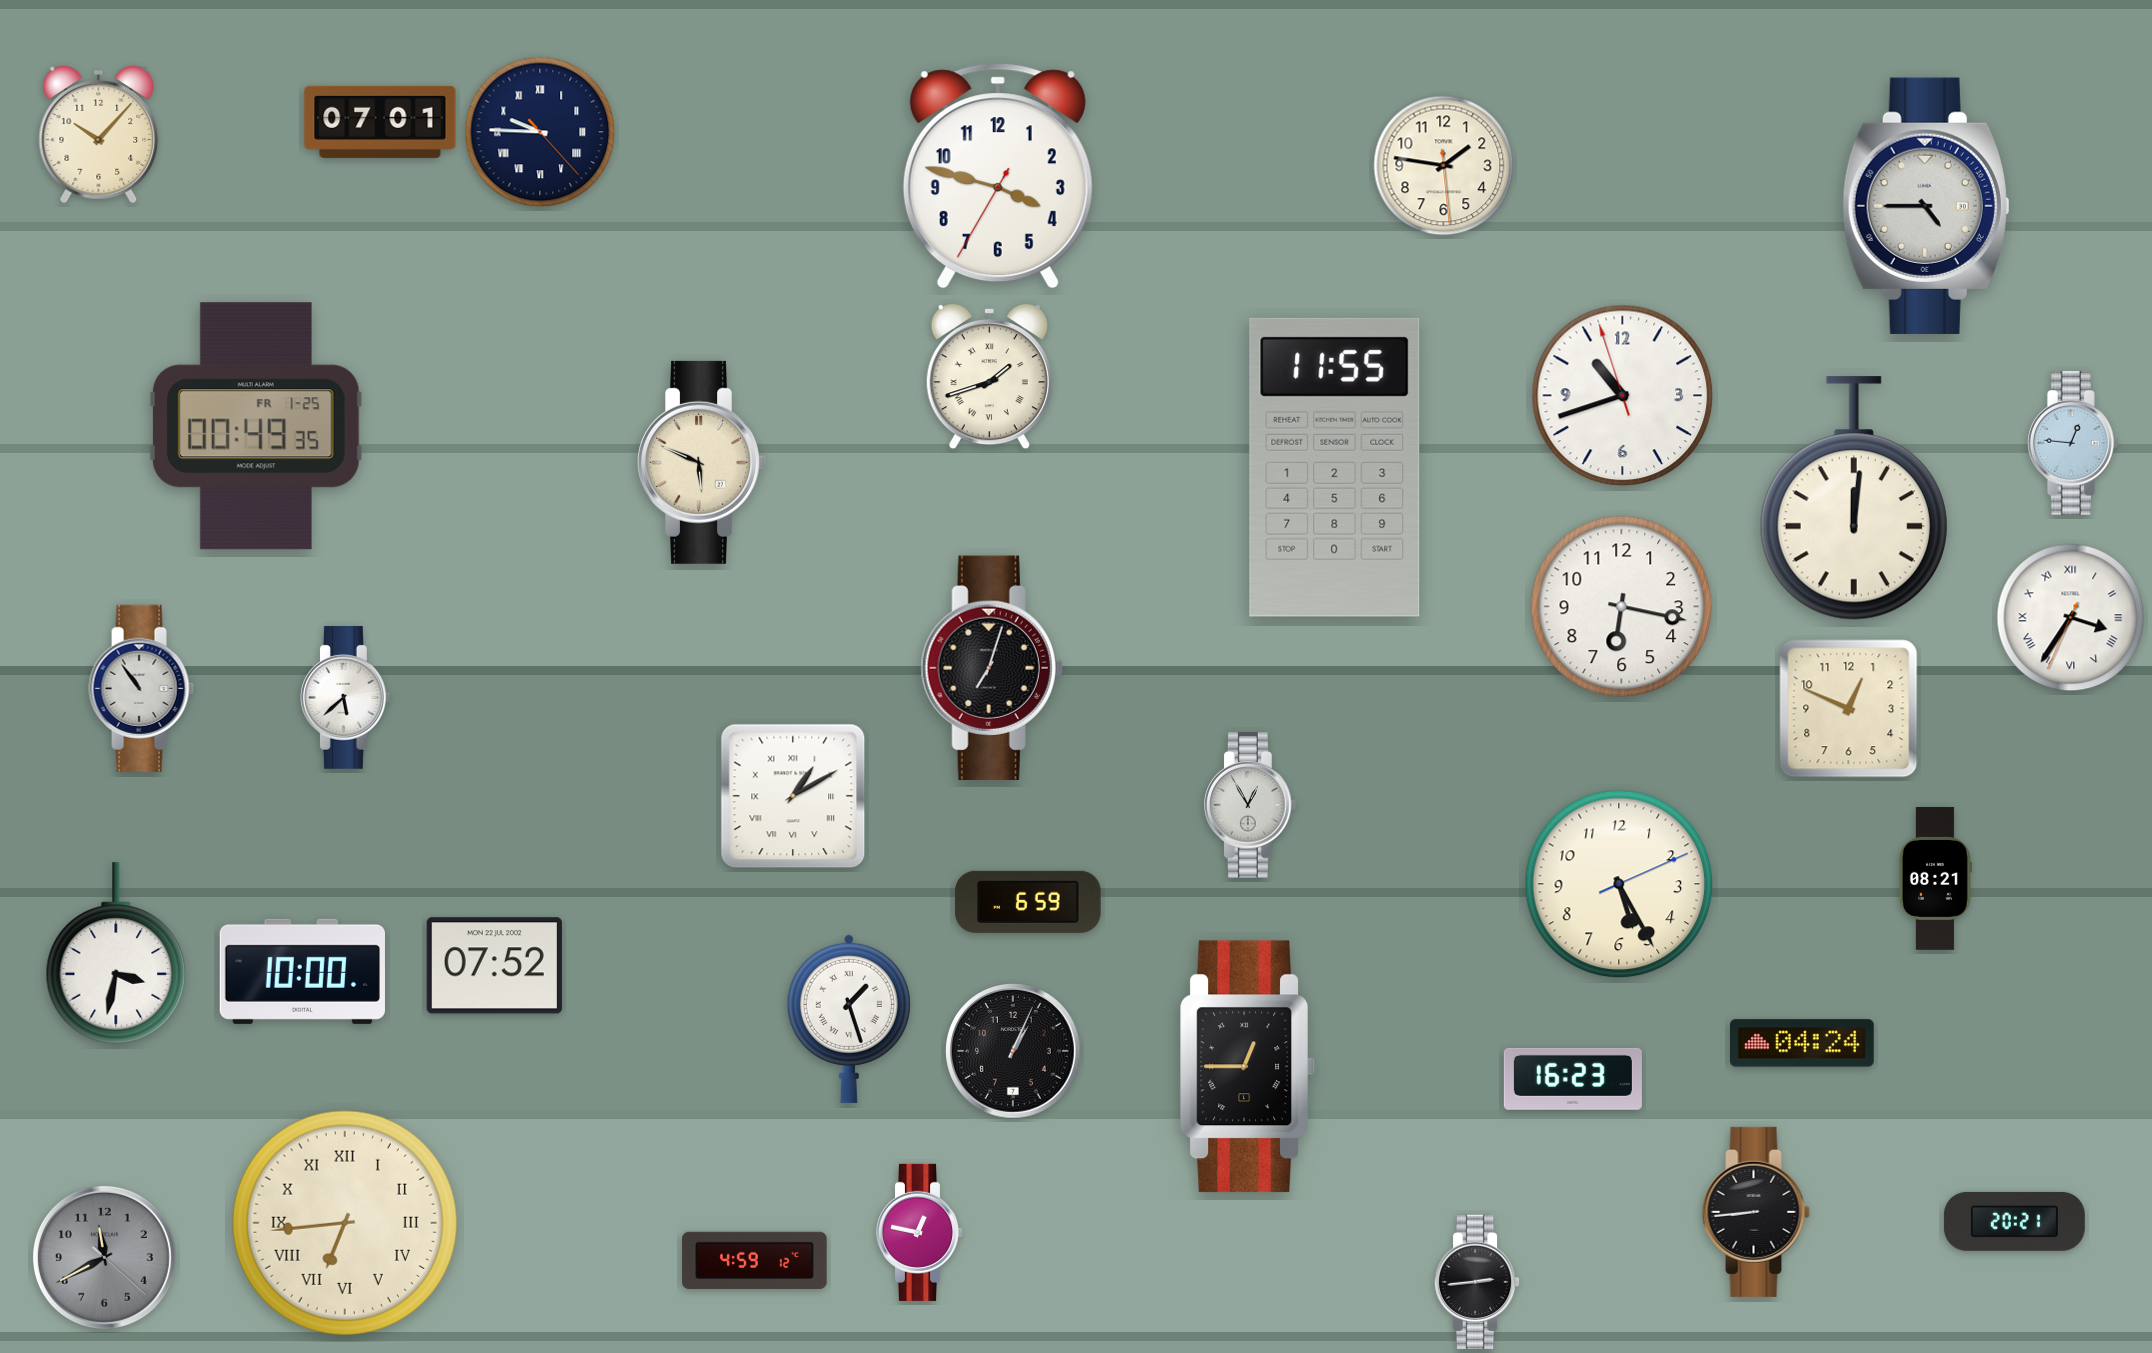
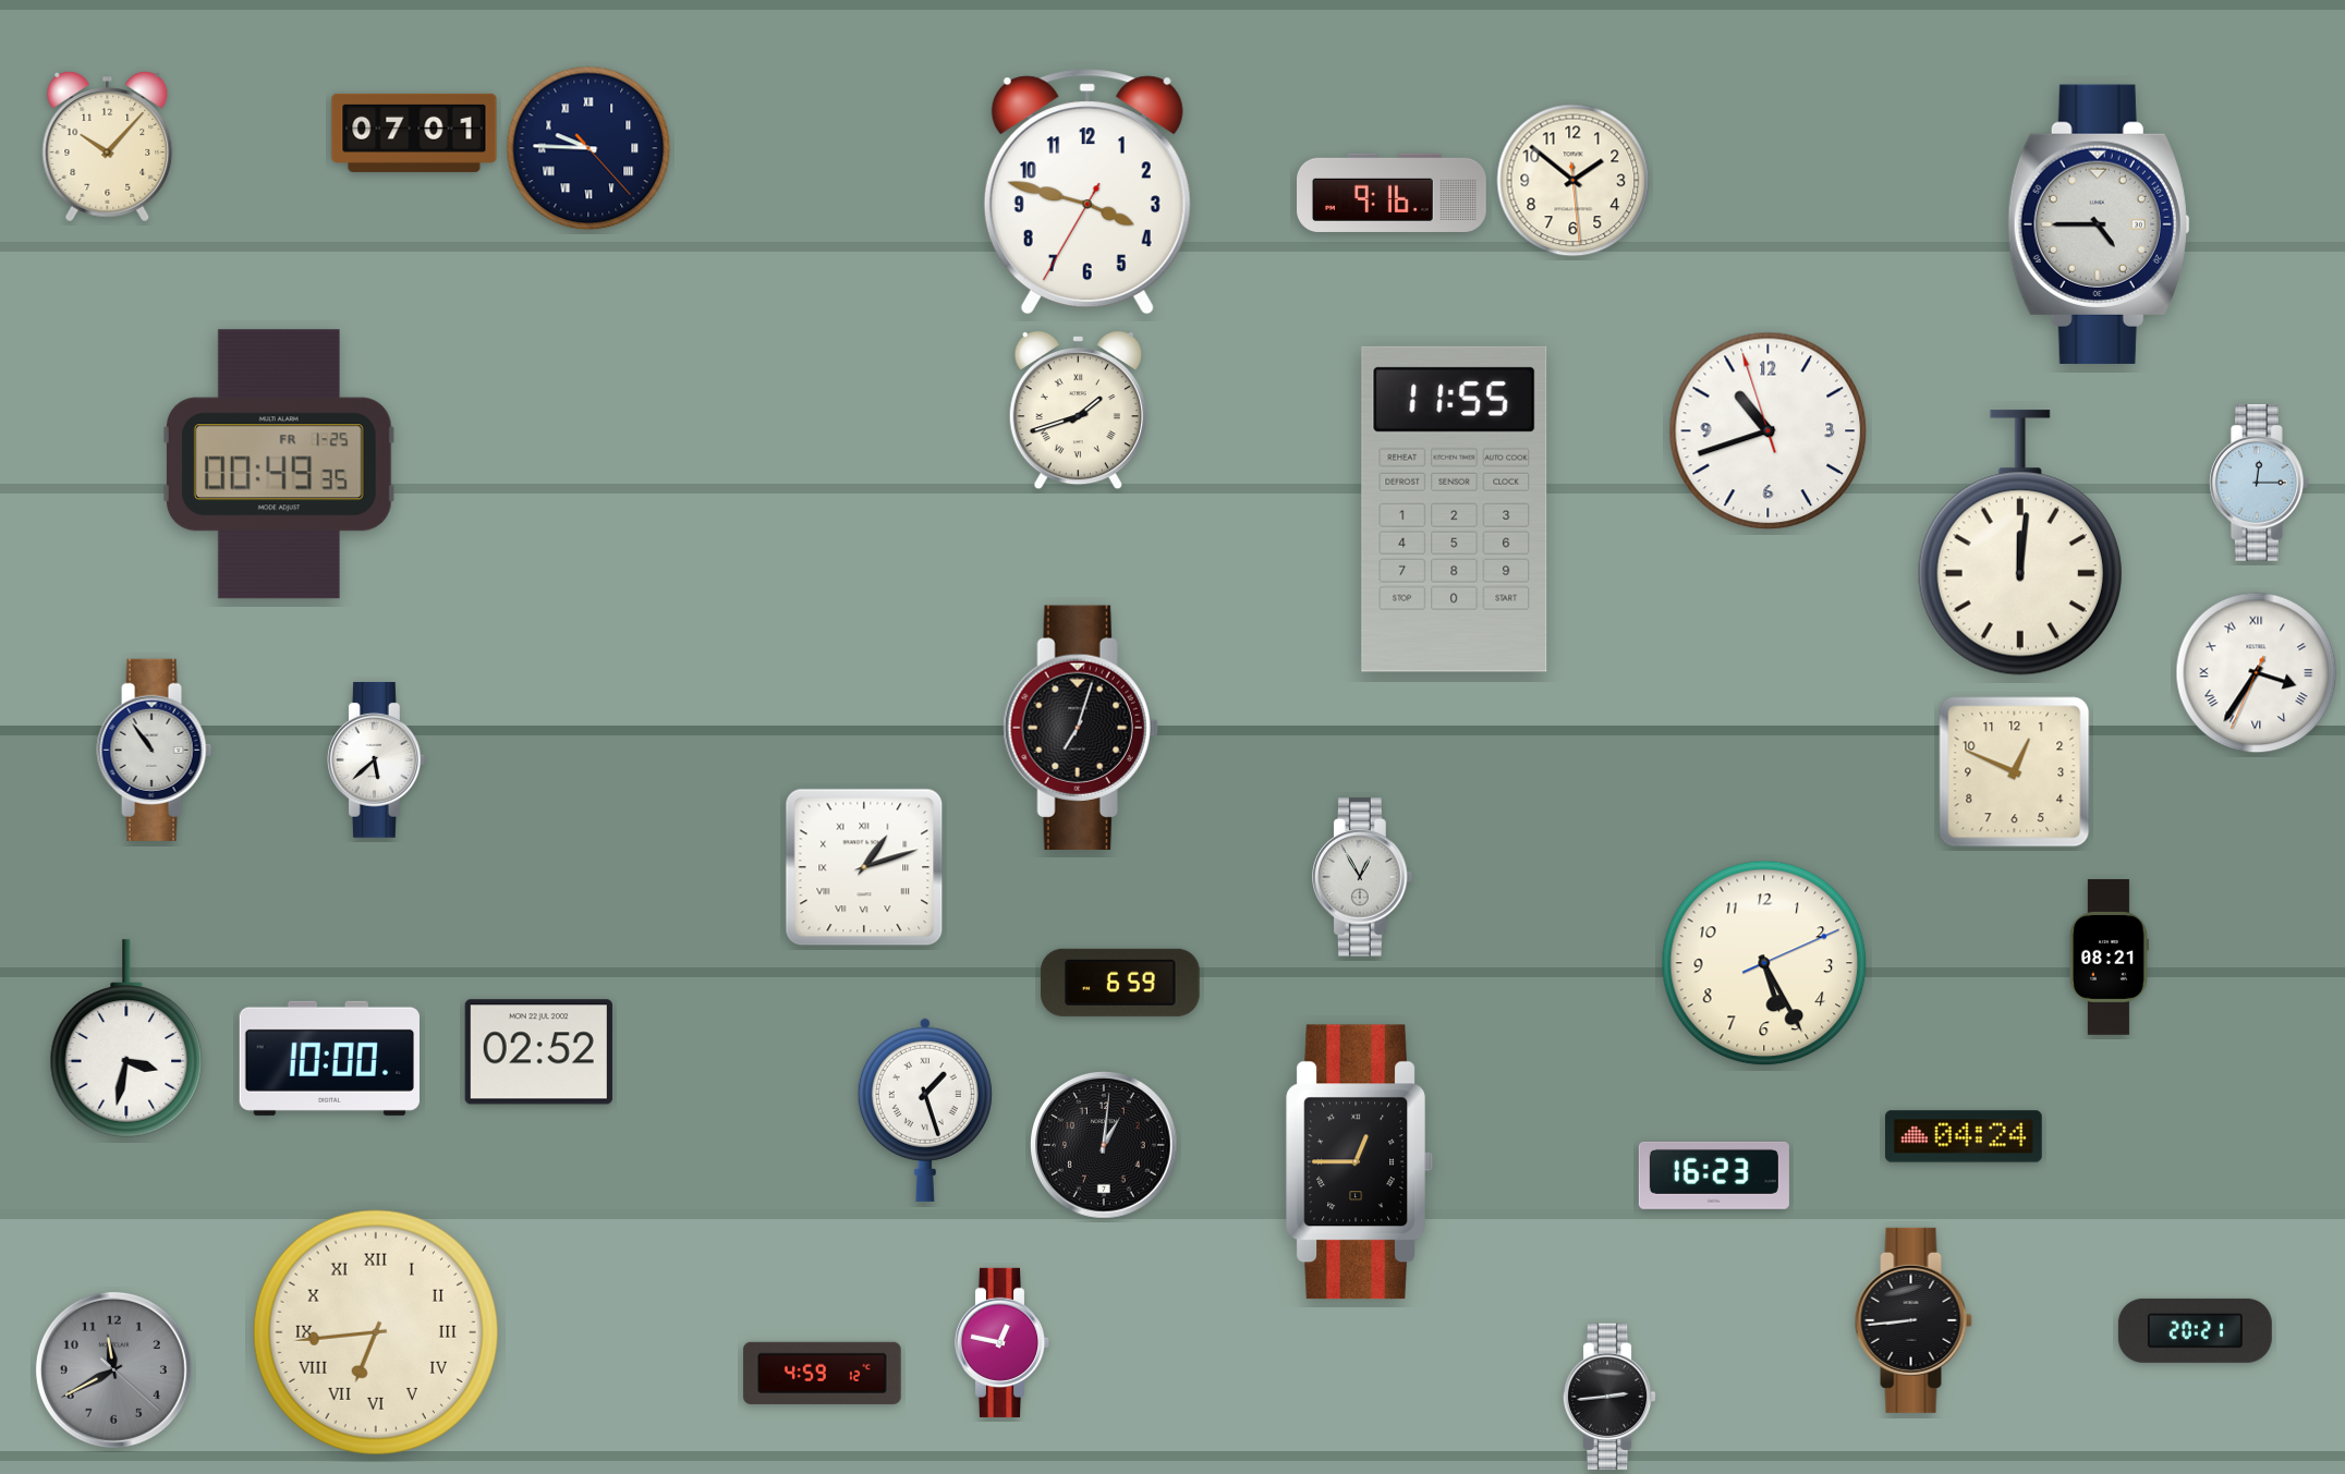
clock at (540, 132) position: (540, 132) -> (588, 148)
clock at (1444, 166): 1:46 -> 1:51
clock at (1393, 193): none -> 9:16
clock at (2074, 444): 12:46 -> 12:15
clock at (702, 462): 5:49 -> none
clock at (1622, 607): 6:17 -> none
clock at (793, 796): 1:10 -> 1:12
clock at (494, 966): 07:52 -> 02:52
clock at (1014, 1052): 1:04 -> 1:01
